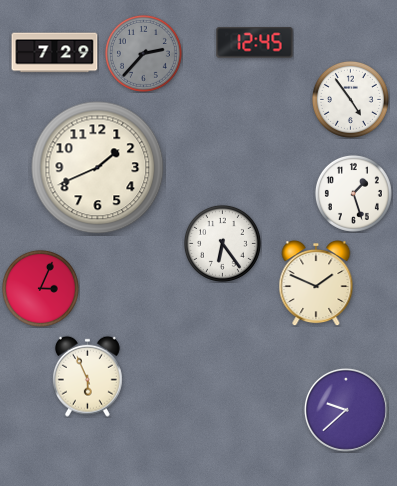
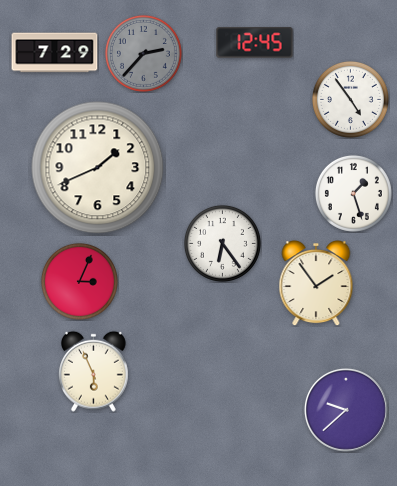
clock at (316, 284): 1:49 -> 1:54
clock at (40, 288) position: (40, 288) -> (79, 281)
clock at (87, 376) position: (87, 376) -> (93, 371)
